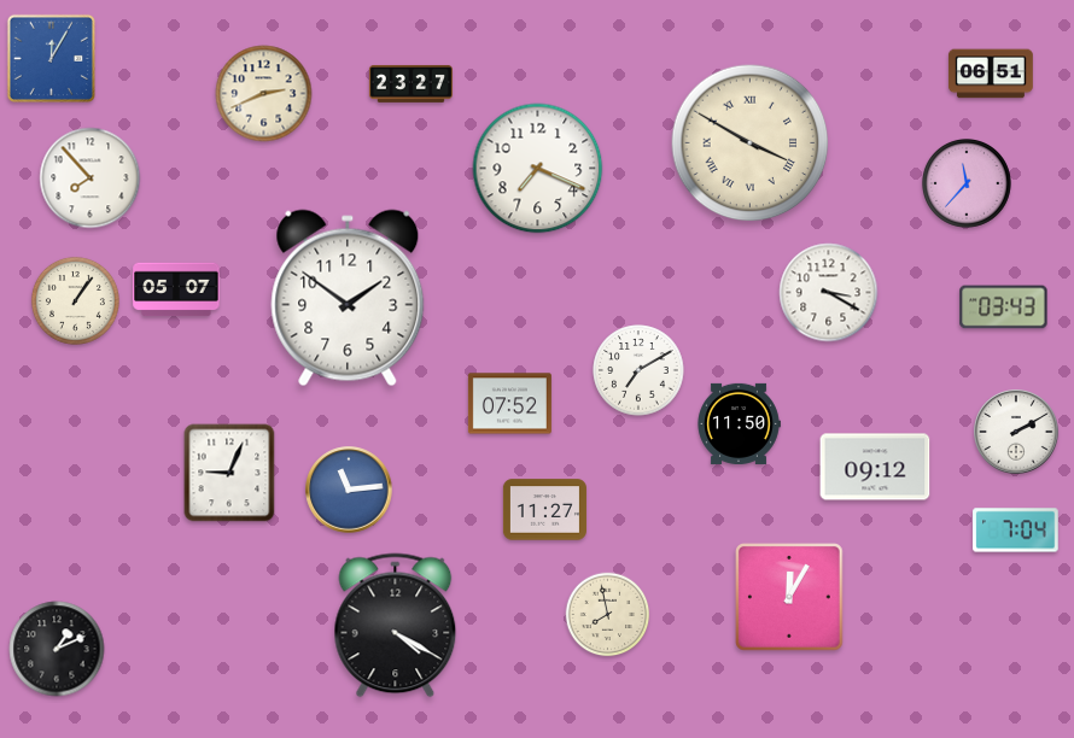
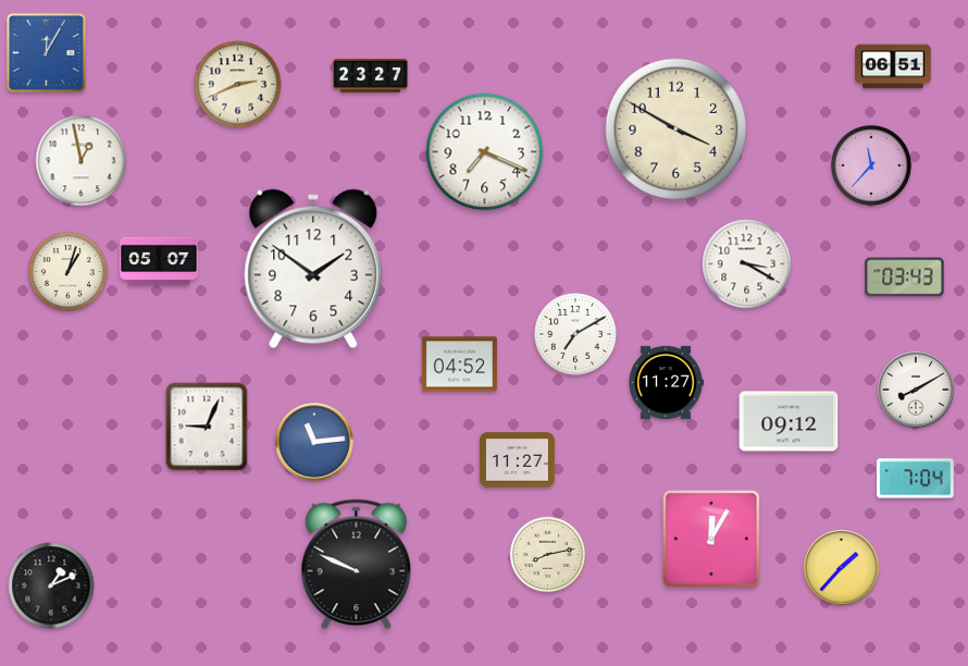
clock at (751, 143) numerals: Roman -> Arabic
clock at (91, 178): 7:53 -> 12:58
clock at (75, 300): 1:06 -> 1:03
clock at (509, 404): 07:52 -> 04:52
clock at (739, 423): 11:50 -> 11:27
clock at (1016, 432): 2:10 -> 8:10
clock at (544, 510) position: (544, 510) -> (517, 460)
clock at (608, 615): 7:58 -> 8:13
clock at (396, 626): 4:20 -> 9:49
clock at (842, 568): none -> 1:37
